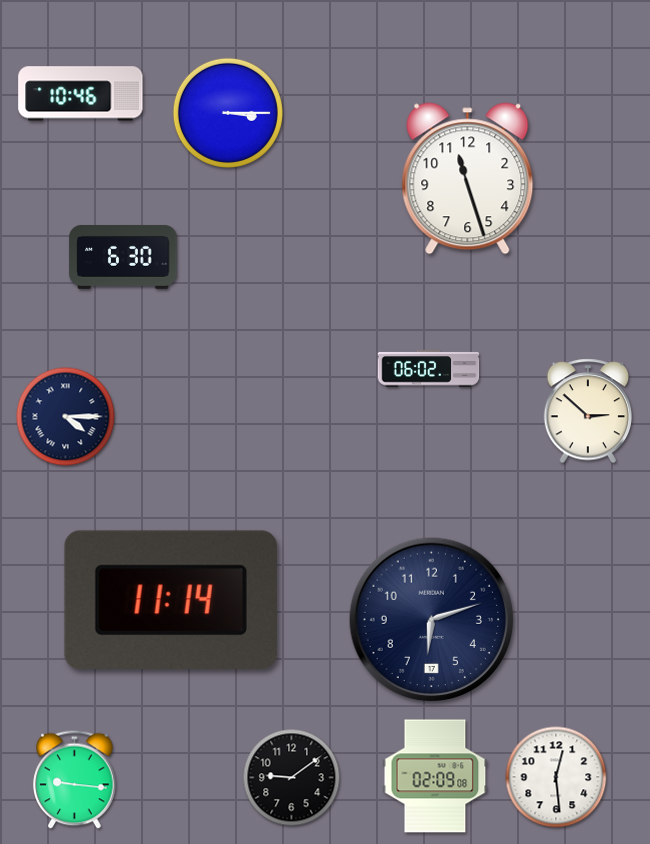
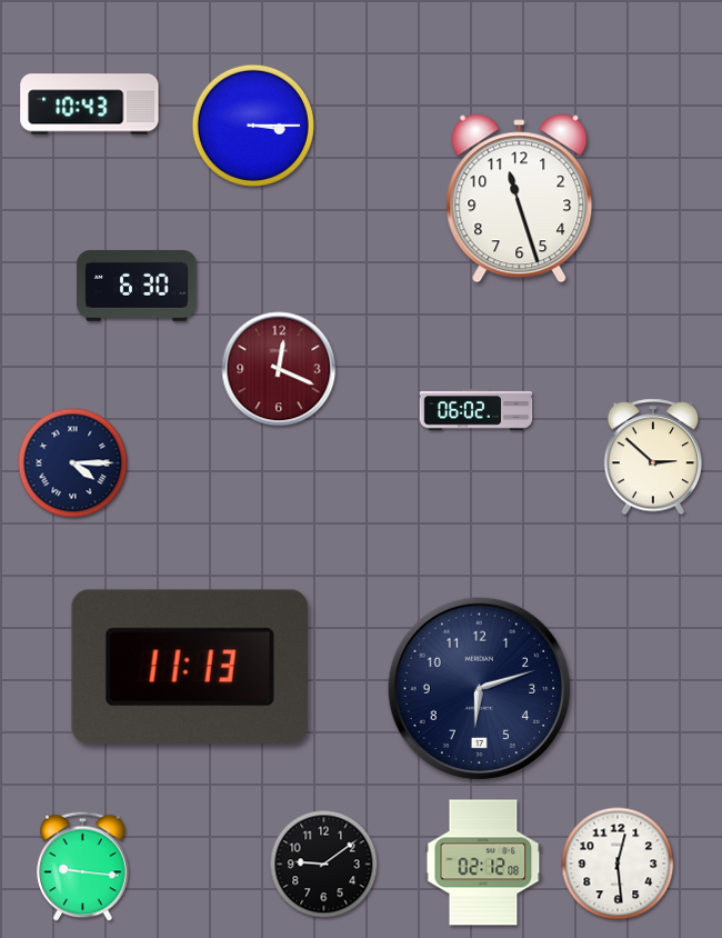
clock at (81, 94): 10:46 -> 10:43
clock at (279, 369): none -> 12:19
clock at (171, 600): 11:14 -> 11:13
clock at (435, 776): 02:09 -> 02:12
